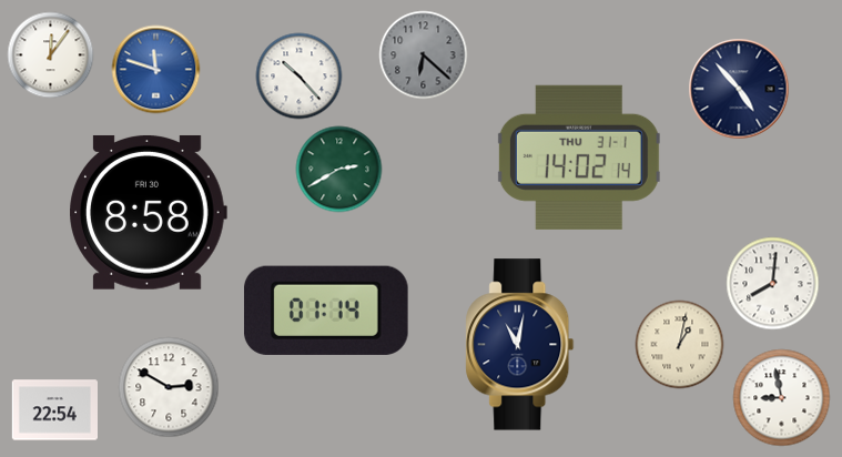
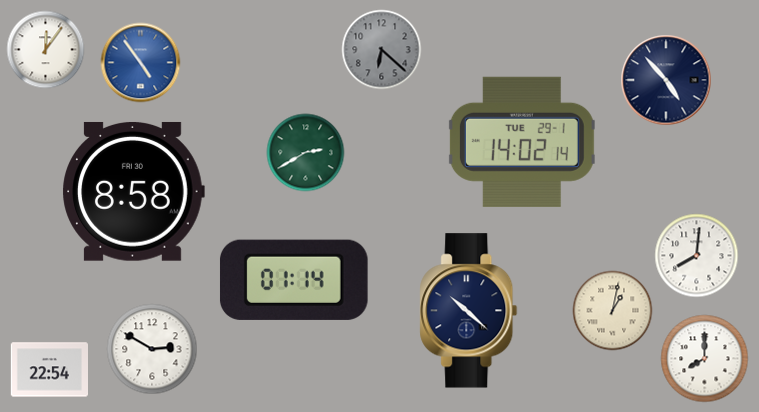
clock at (155, 69): 11:48 -> 4:54
clock at (298, 75): 10:23 -> none
clock at (579, 158) date: THU 31-1 -> TUE 29-1
clock at (520, 345): 11:02 -> 10:22
clock at (781, 397): 8:58 -> 8:00
